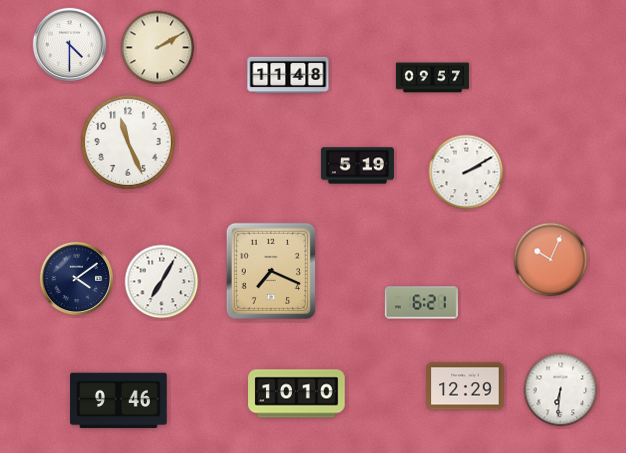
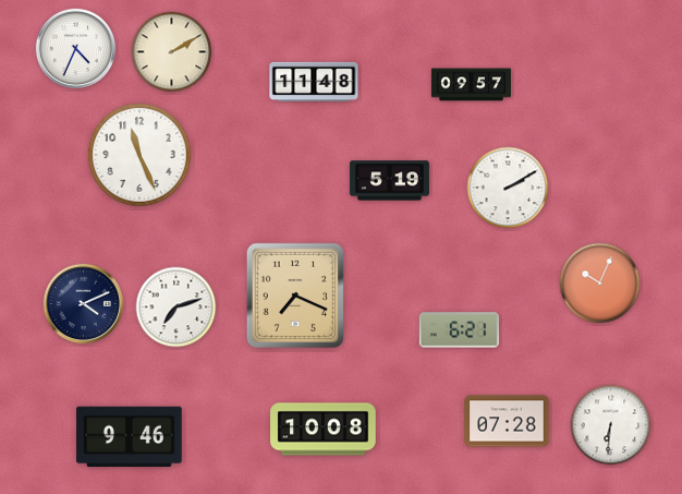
clock at (69, 44): 4:30 -> 4:34
clock at (76, 278): 4:09 -> 4:11
clock at (162, 282): 7:05 -> 7:12
clock at (465, 386): 12:29 -> 07:28
clock at (297, 394): 10:10 -> 10:08
